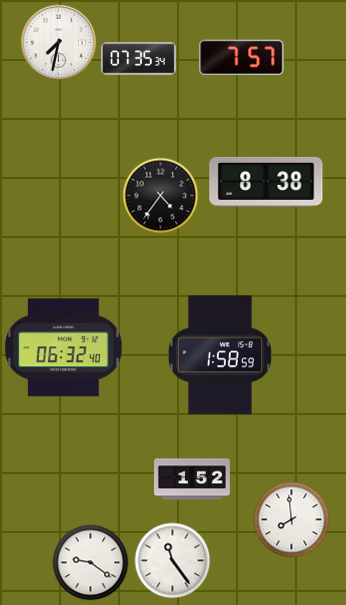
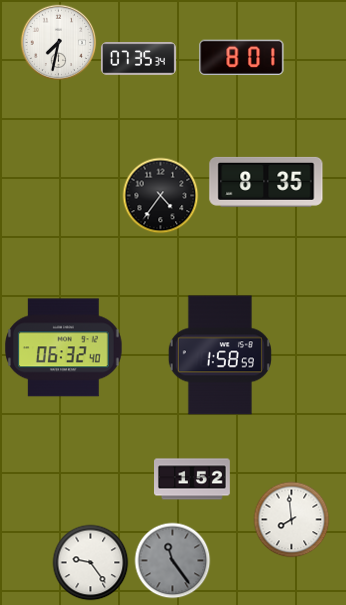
clock at (242, 58): 7:57 -> 8:01
clock at (266, 182): 8:38 -> 8:35
clock at (173, 561) dial: white -> grey
clock at (91, 563): 9:21 -> 9:24
